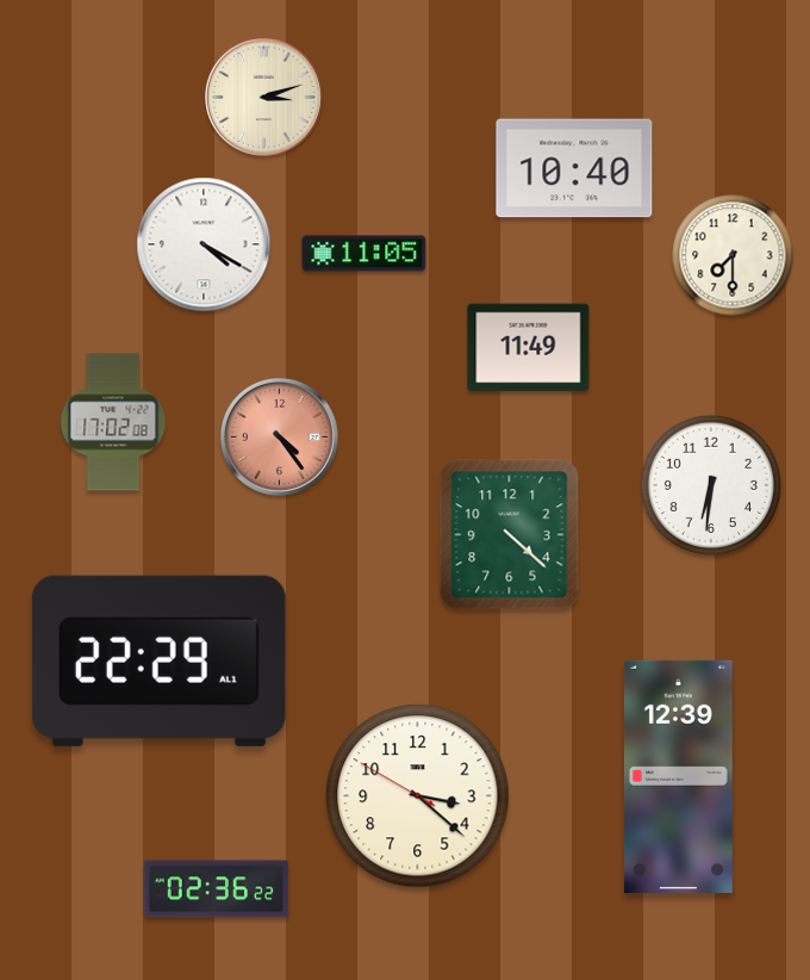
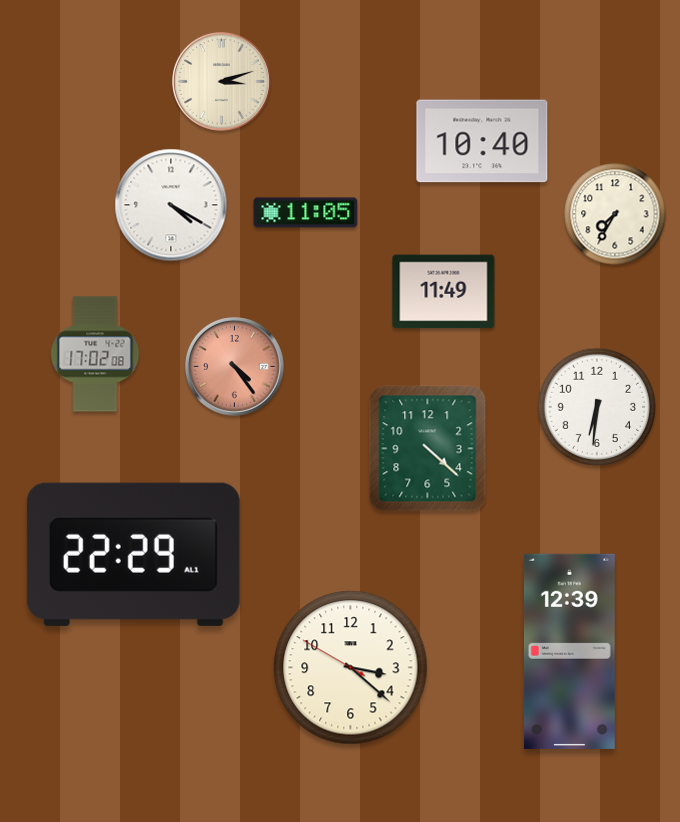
clock at (733, 255): 7:30 -> 7:35
clock at (217, 889): 02:36 -> none
